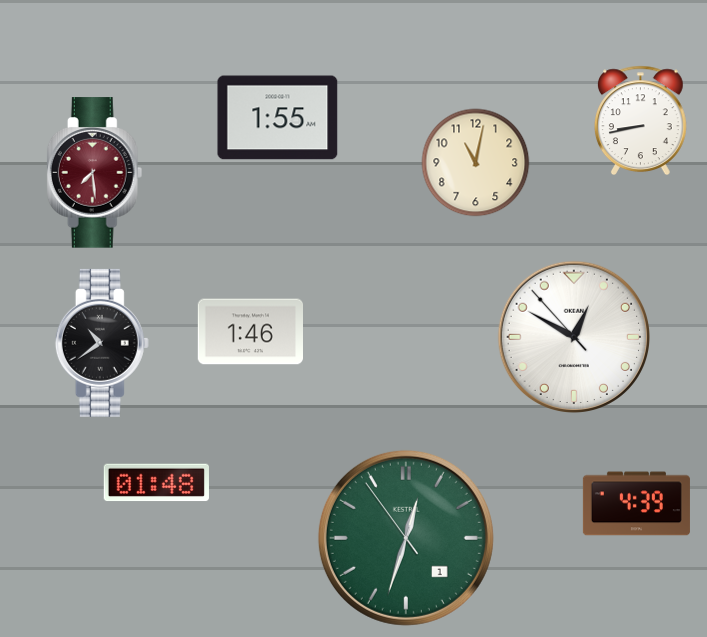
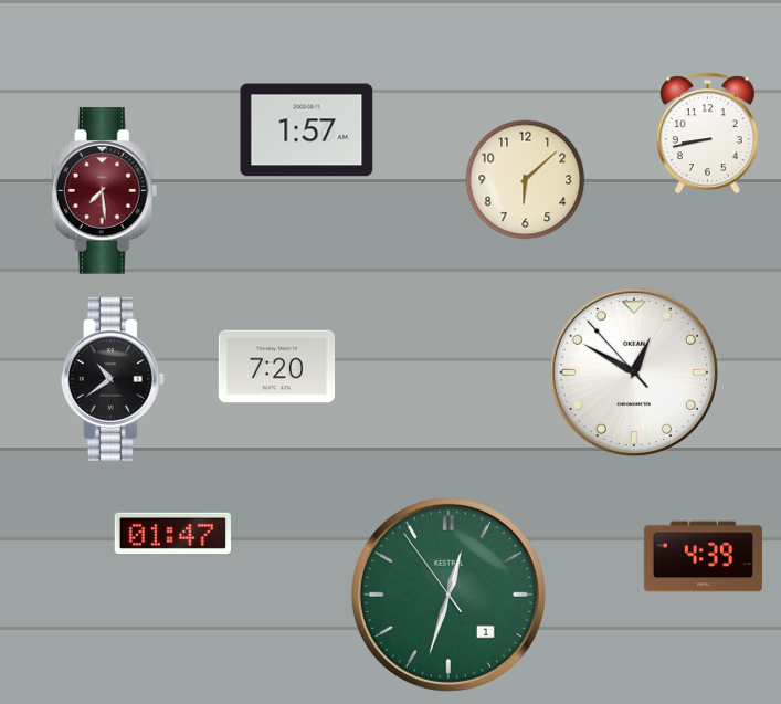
clock at (278, 118): 1:55 -> 1:57
clock at (476, 163): 11:02 -> 6:08
clock at (250, 332): 1:46 -> 7:20
clock at (156, 483): 01:48 -> 01:47
